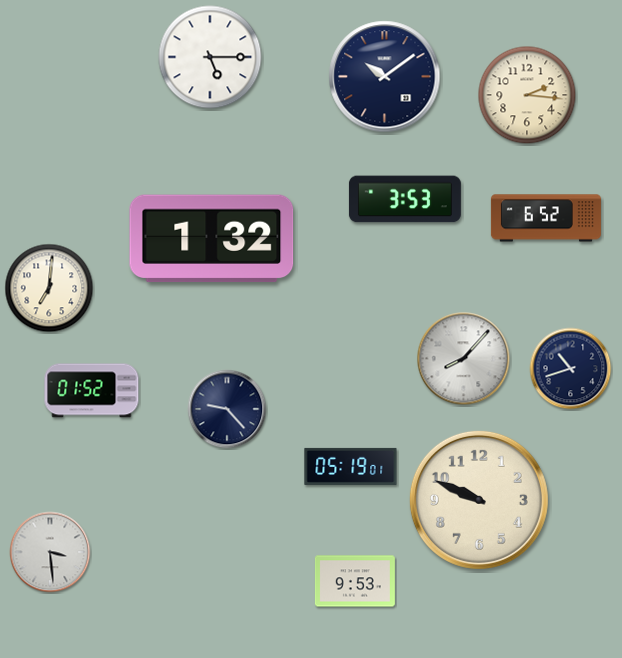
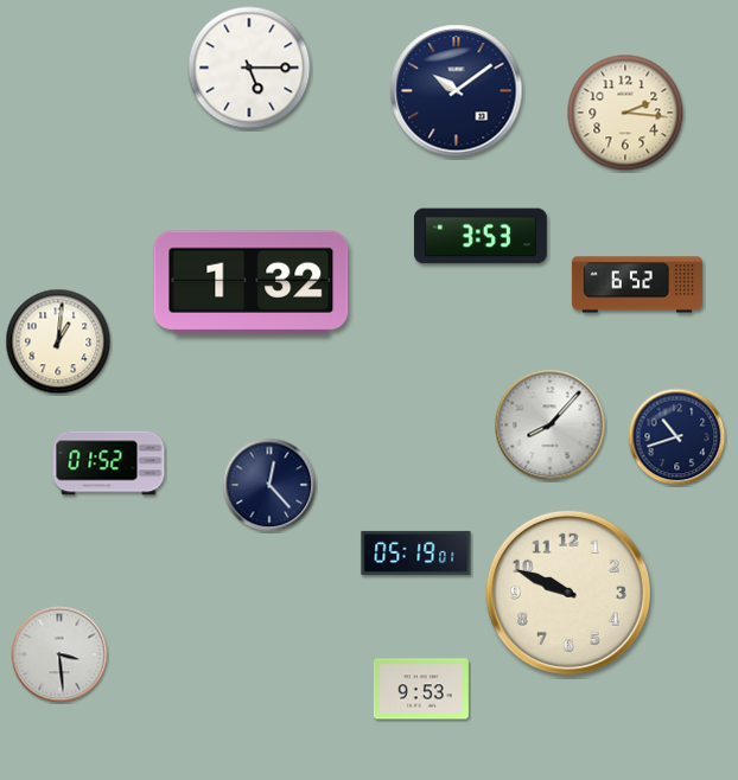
clock at (546, 218) position: (546, 218) -> (637, 284)
clock at (49, 288): 7:01 -> 1:01
clock at (227, 409): 9:23 -> 12:23
